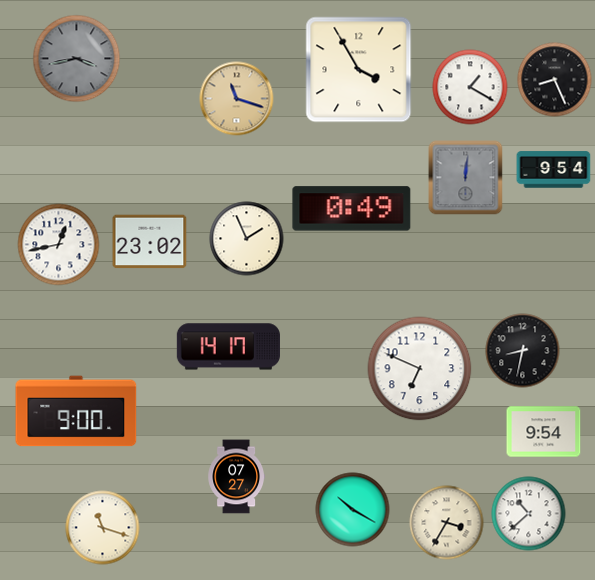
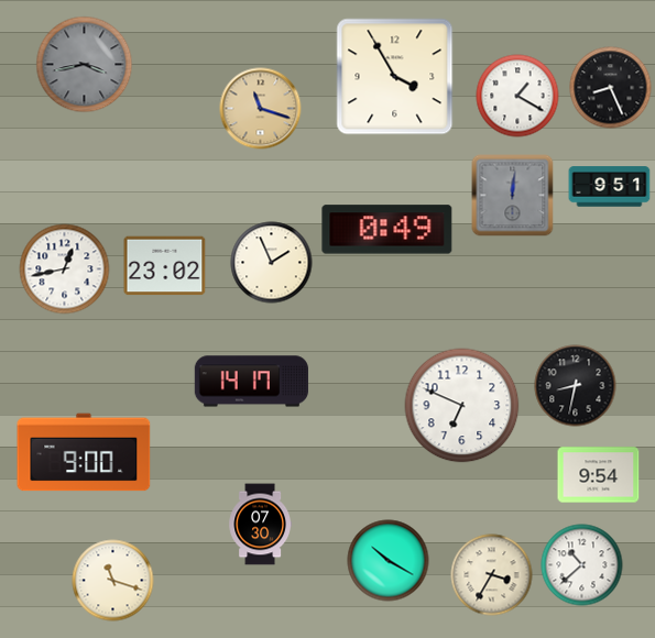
clock at (554, 170): 9:54 -> 9:51
clock at (236, 477): 07:27 -> 07:30
